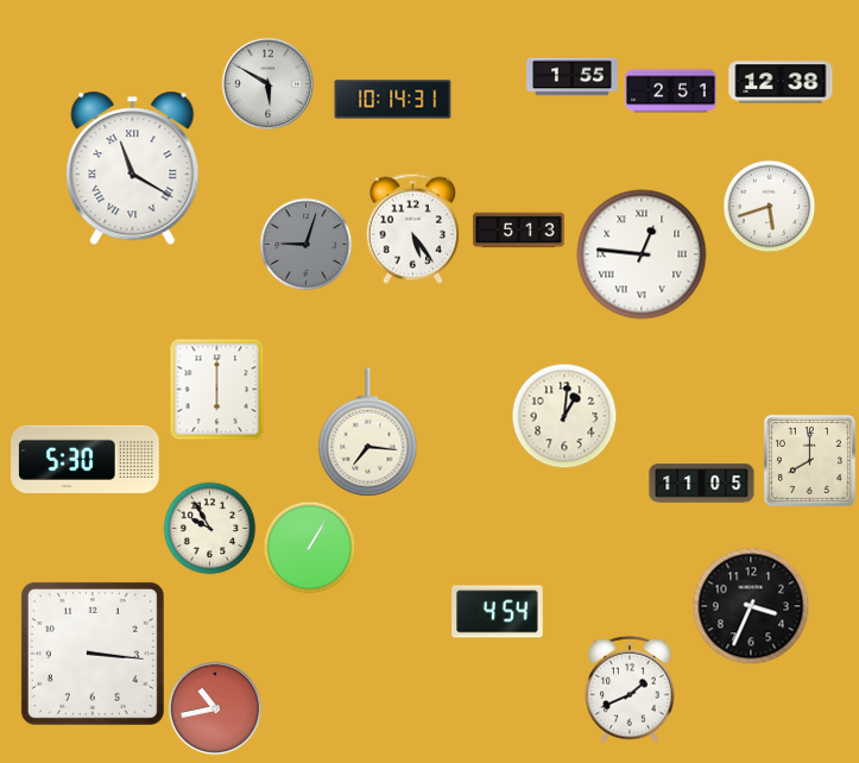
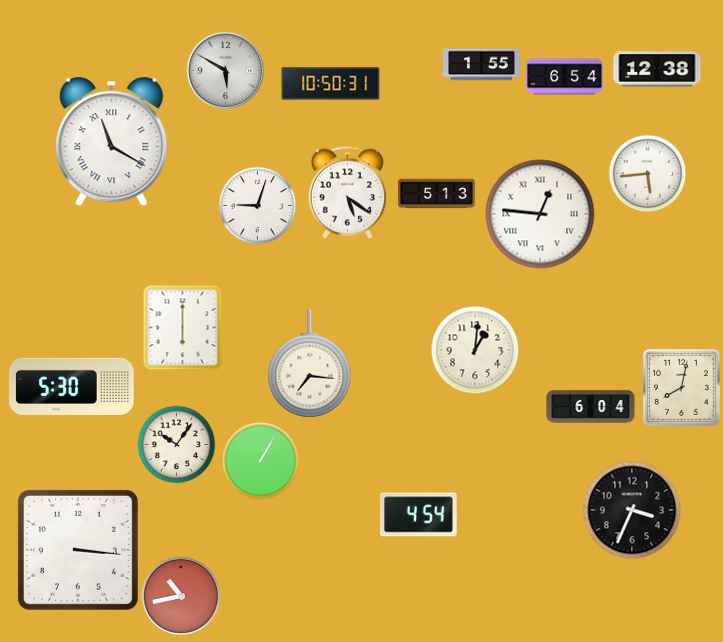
clock at (671, 92): 2:51 -> 6:54
clock at (393, 100): 10:14 -> 10:50
clock at (769, 206): 5:42 -> 5:44
clock at (412, 228): 5:24 -> 5:21
clock at (305, 244) dial: grey -> white
clock at (809, 460): 8:00 -> 8:02
clock at (702, 484): 11:05 -> 6:04
clock at (209, 528): 9:55 -> 10:06
clock at (630, 689): 1:41 -> none
